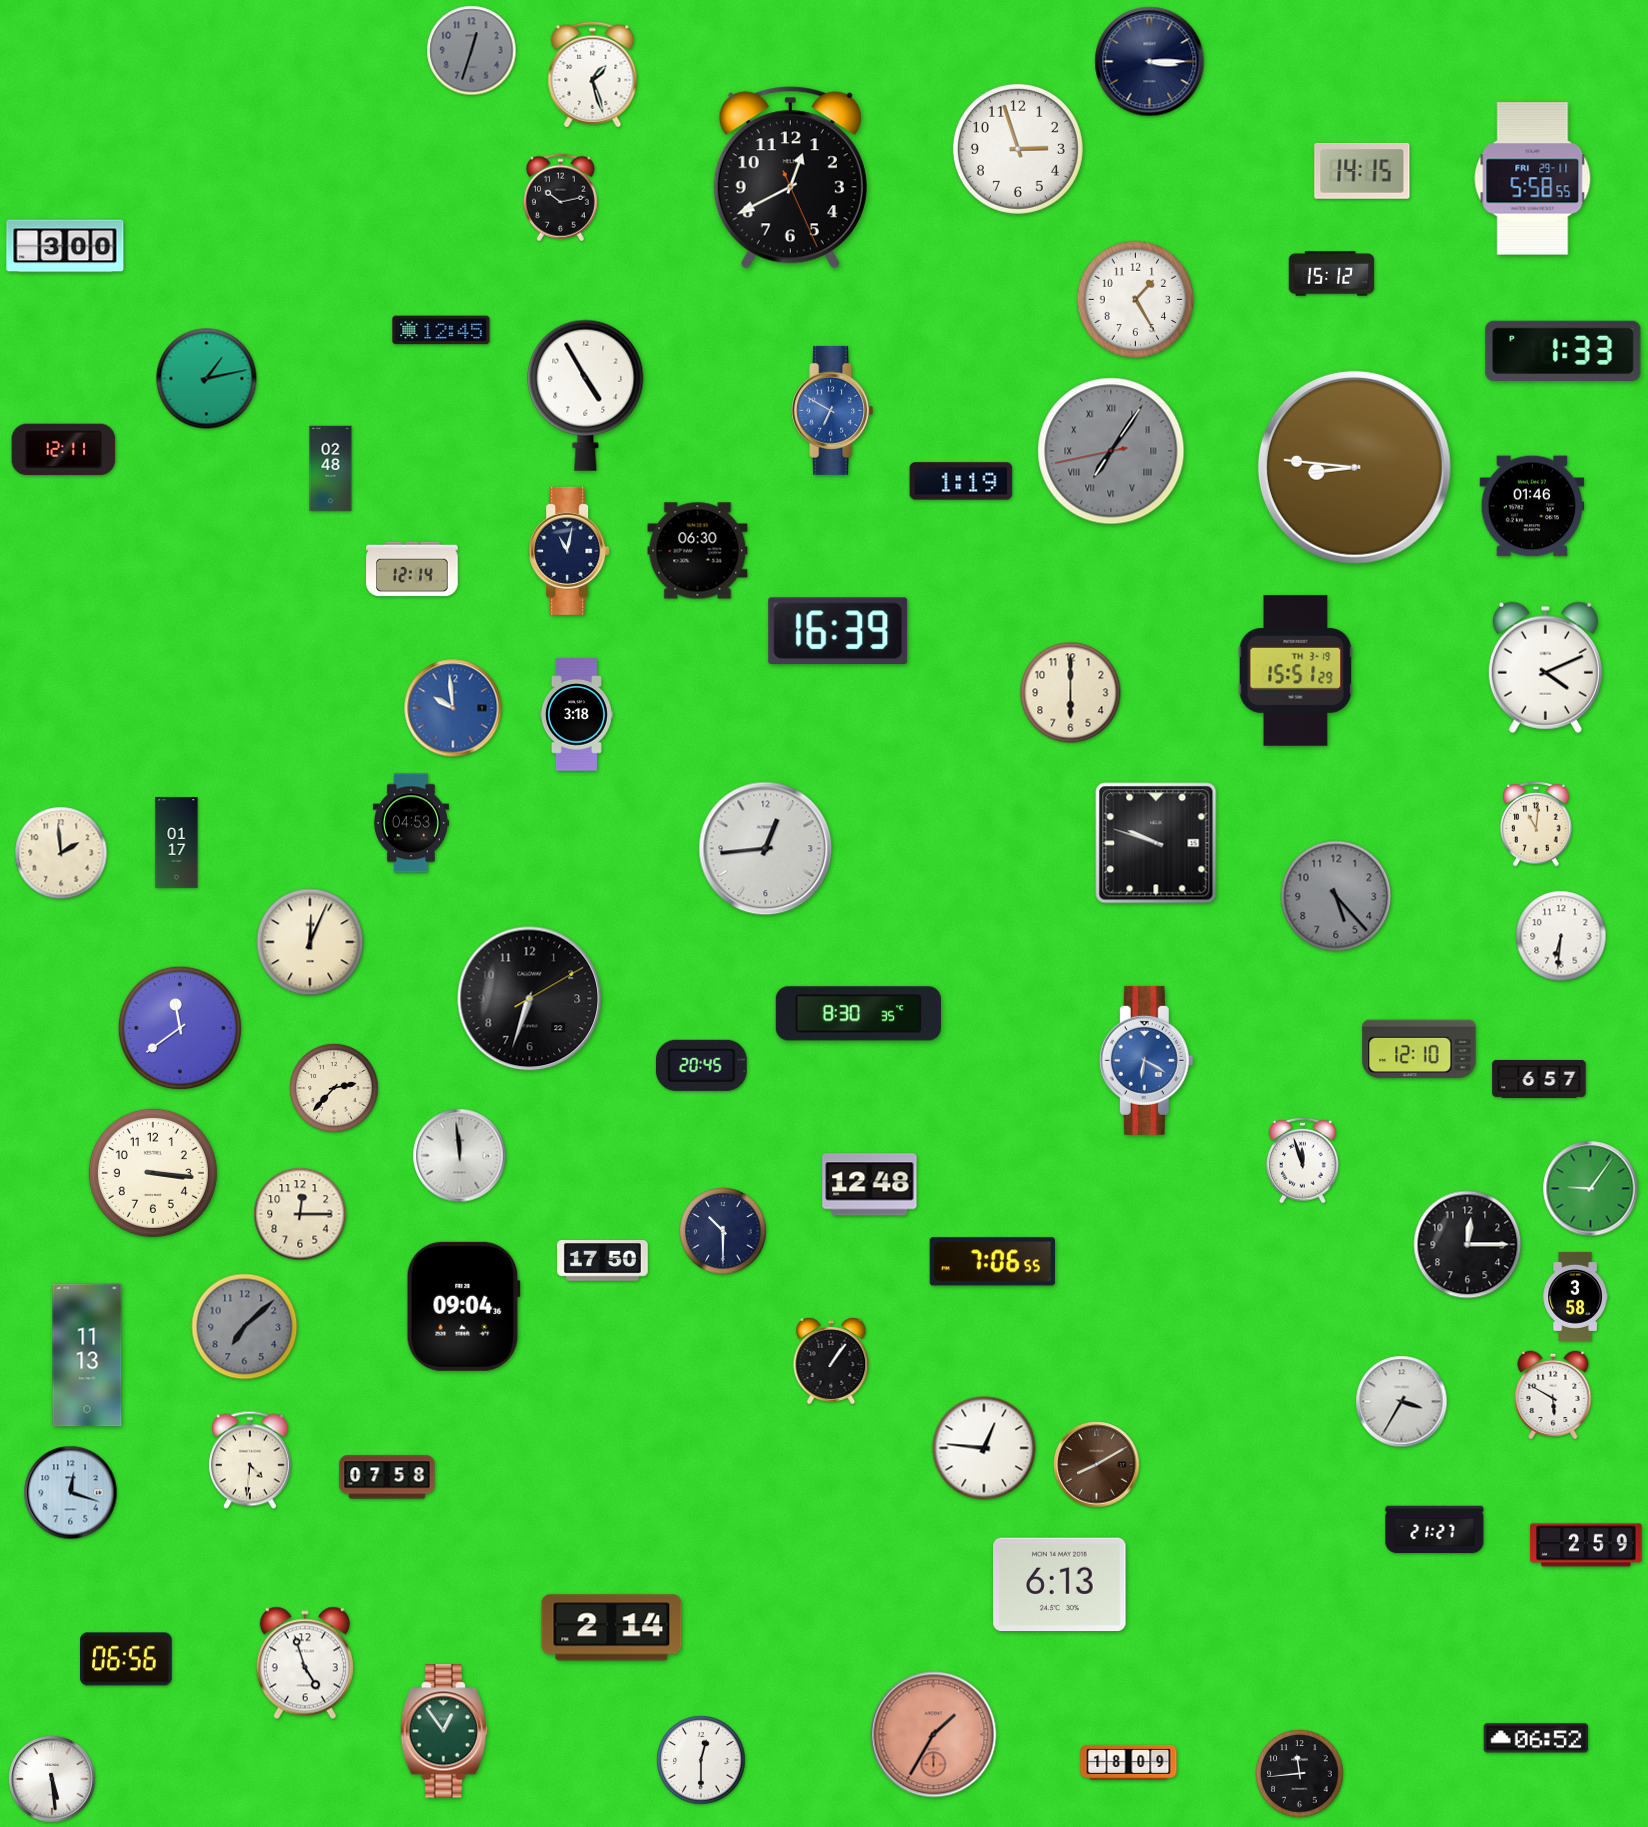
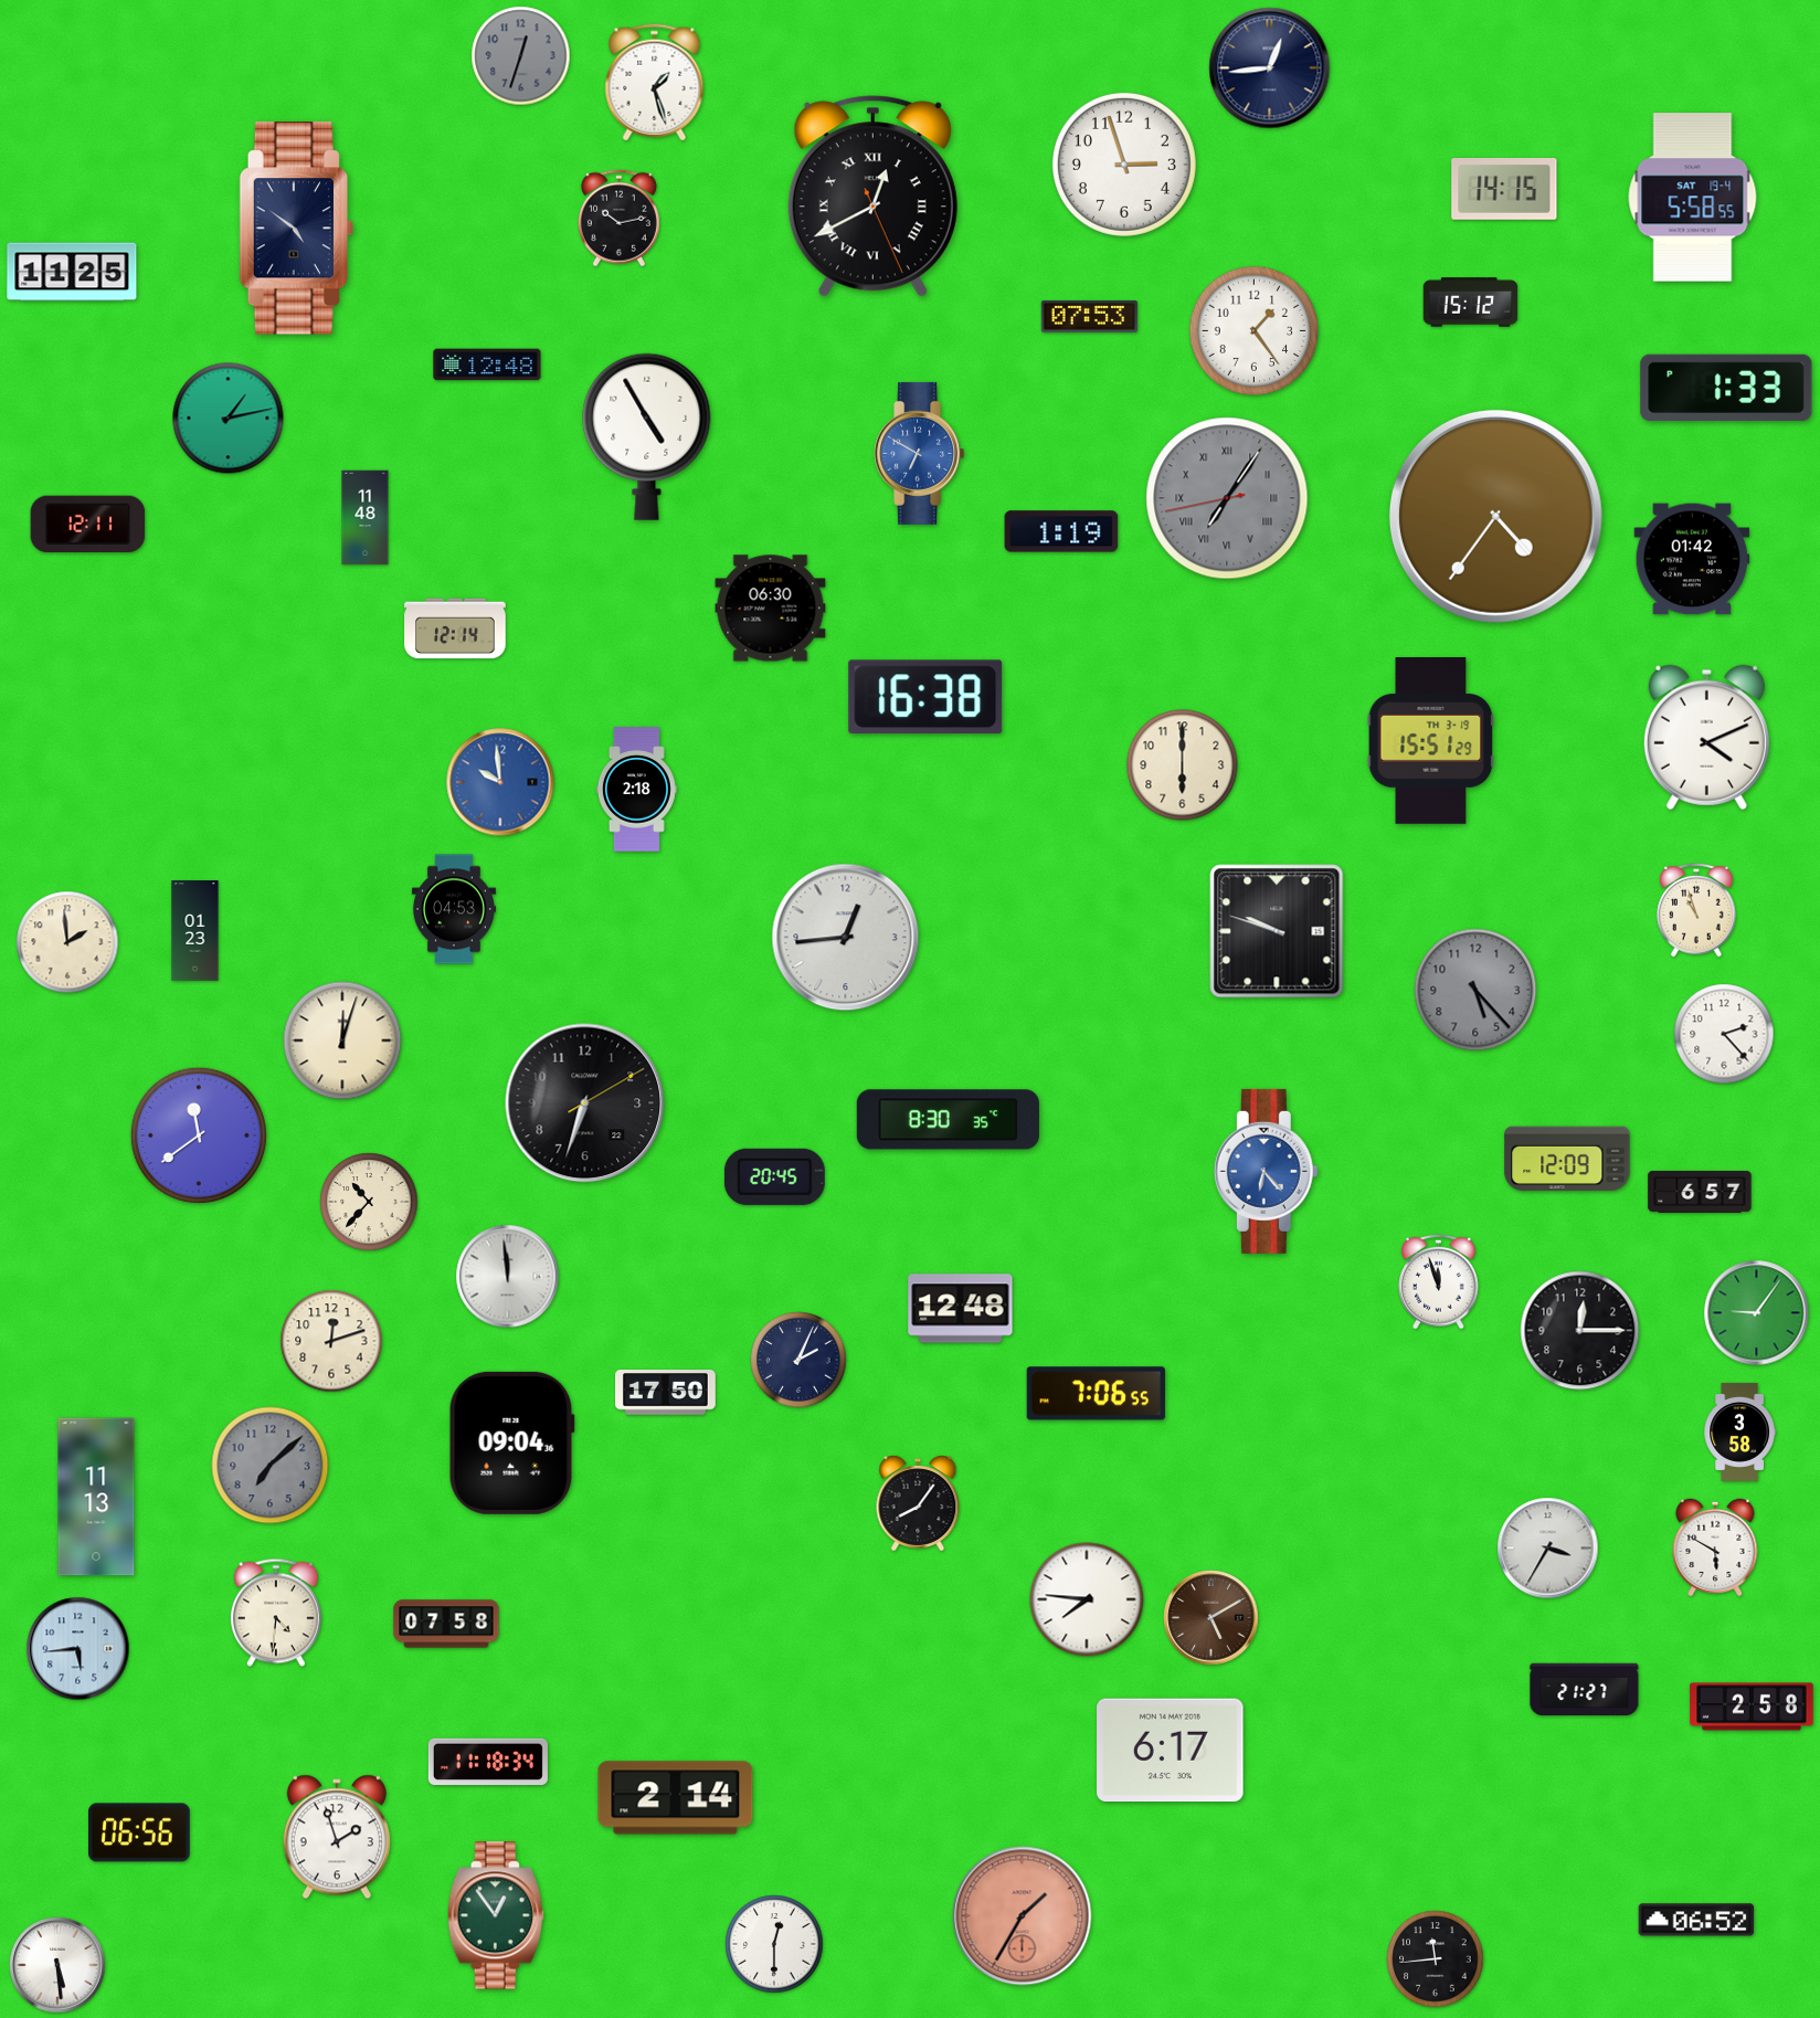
clock at (1150, 62): 3:15 -> 12:44
clock at (790, 178) numerals: Arabic -> Roman
clock at (1533, 179) date: FRI 29-11 -> SAT 19-4
clock at (296, 229): none -> 4:51
clock at (65, 246): 3:00 -> 11:25
clock at (1089, 317): none -> 07:53
clock at (1136, 300): 1:25 -> 1:24
clock at (441, 330): 12:45 -> 12:48
clock at (64, 450) position: (64, 450) -> (88, 525)
clock at (1354, 467): 8:46 -> 4:36
clock at (331, 469): 02:48 -> 11:48
clock at (1532, 506): 01:46 -> 01:42
clock at (569, 551): 11:02 -> none
clock at (838, 630): 16:39 -> 16:38
clock at (576, 715): 3:18 -> 2:18
clock at (1536, 824): 11:01 -> 10:57
clock at (177, 843): 01:17 -> 01:23
clock at (1561, 936): 6:31 -> 2:23
clock at (310, 942): 12:04 -> 12:03
clock at (1419, 1049): 12:10 -> 12:09
clock at (1146, 1060): 6:20 -> 6:23
clock at (334, 1088): 2:37 -> 10:37
clock at (153, 1173): 3:16 -> none
clock at (300, 1214): 12:15 -> 12:12
clock at (723, 1231): 10:30 -> 2:04
clock at (1468, 1245) position: (1468, 1245) -> (1580, 1331)
clock at (831, 1362): 1:06 -> 8:06
clock at (1553, 1395) position: (1553, 1395) -> (1715, 1547)
clock at (984, 1448): 12:46 -> 7:46
clock at (1097, 1465): 8:10 -> 5:10
clock at (387, 1477) position: (387, 1477) -> (446, 1624)
clock at (71, 1493): 12:18 -> 5:44
clock at (1586, 1545): 2:59 -> 2:58
clock at (1060, 1585): 6:13 -> 6:17
clock at (488, 1762): none -> 11:18
clock at (305, 1663): 4:57 -> 1:57
clock at (443, 1731) position: (443, 1731) -> (495, 1915)
clock at (934, 1735) position: (934, 1735) -> (1023, 1916)
clock at (1129, 1762): 18:09 -> none
